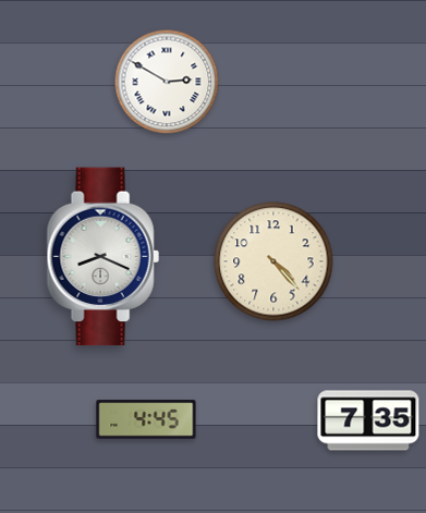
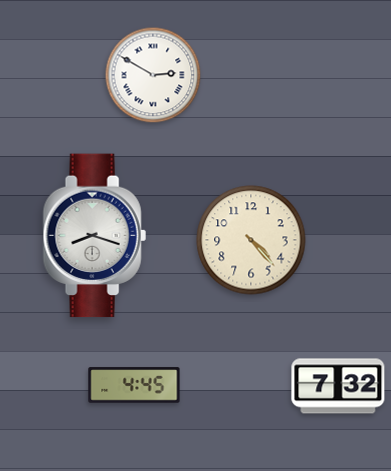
clock at (102, 257): 8:19 -> 8:18
clock at (368, 420): 7:35 -> 7:32
